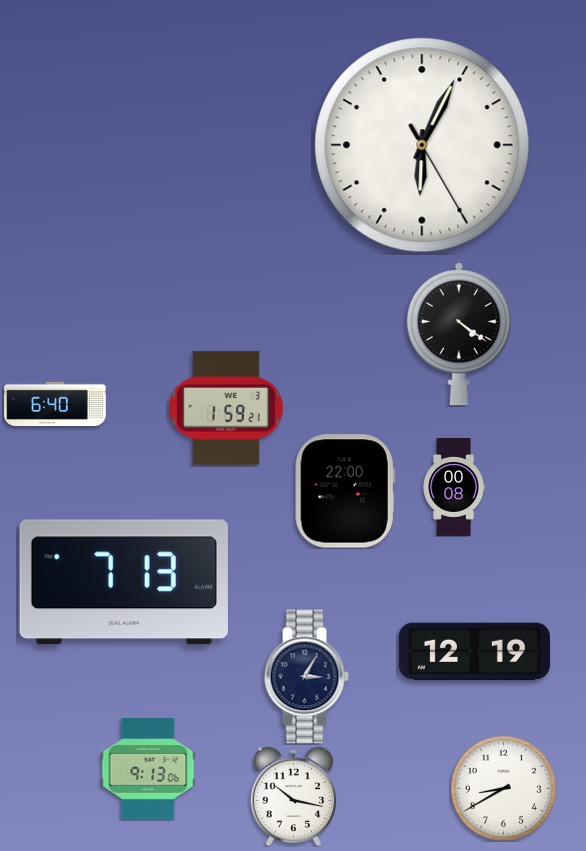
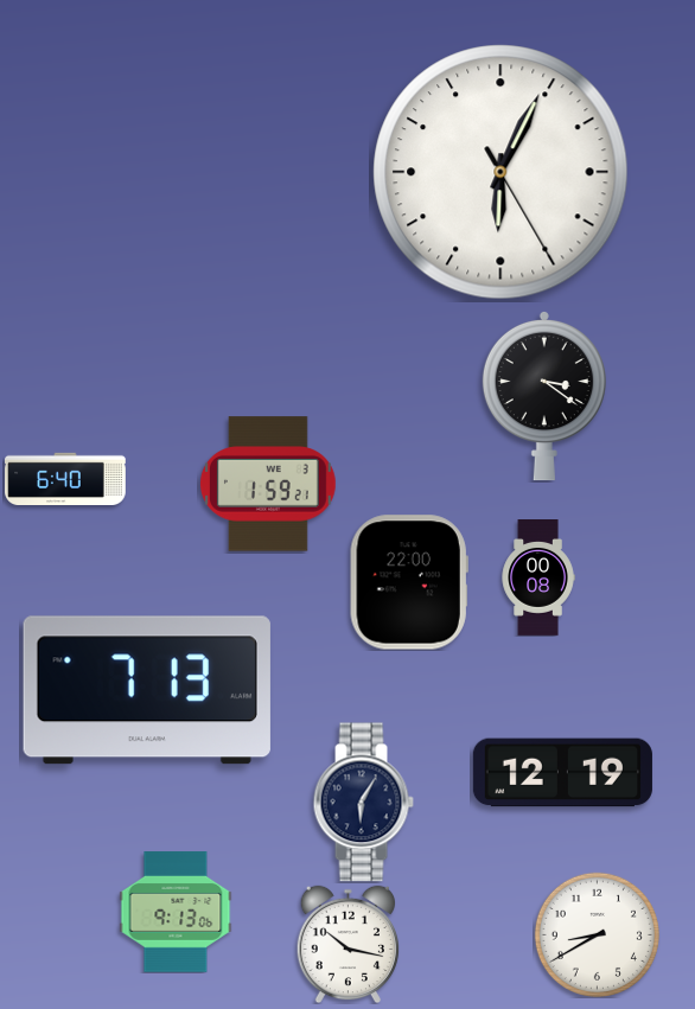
clock at (459, 334): 4:21 -> 3:21
clock at (306, 677): 3:05 -> 6:05
